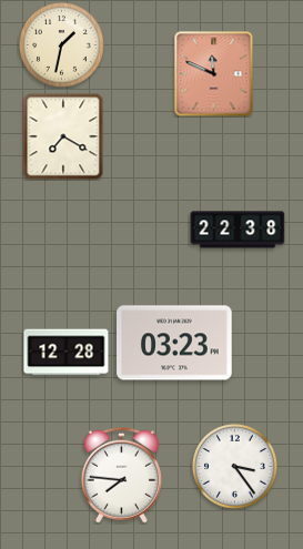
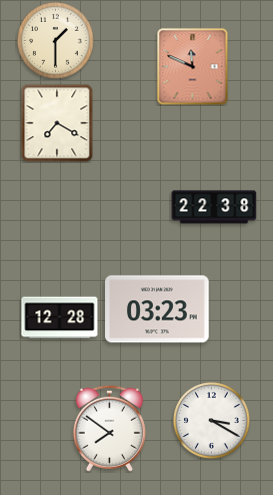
clock at (62, 45): 1:32 -> 1:30
clock at (235, 467): 3:24 -> 3:20
clock at (121, 475): 7:46 -> 7:51
